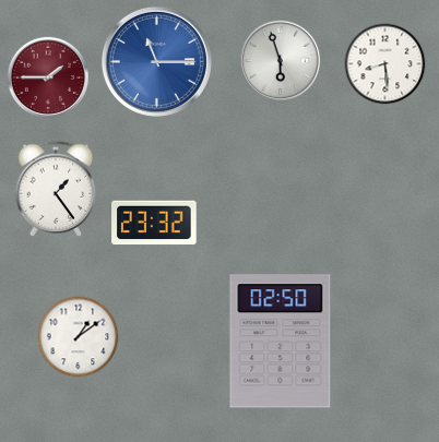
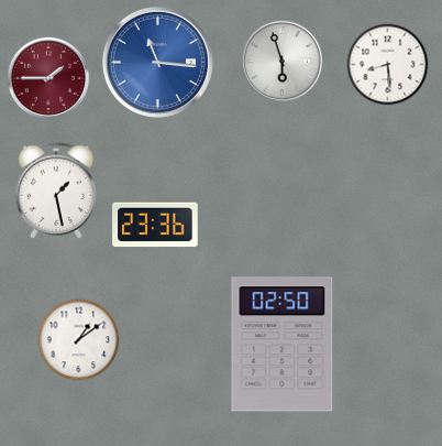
clock at (156, 61): 11:15 -> 11:16
clock at (56, 189): 1:24 -> 1:28
clock at (154, 223): 23:32 -> 23:36
